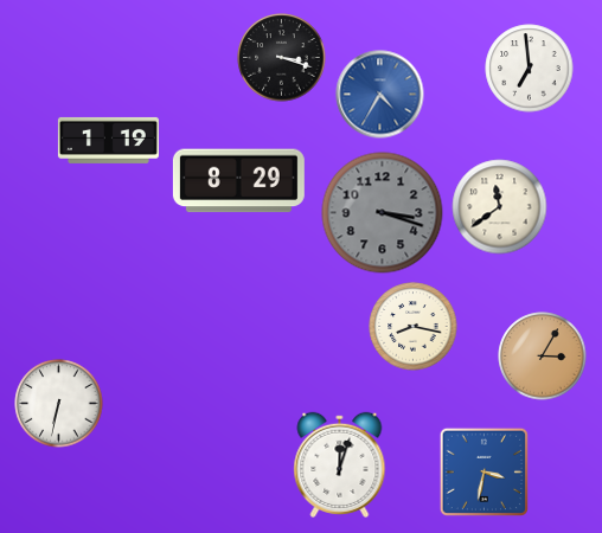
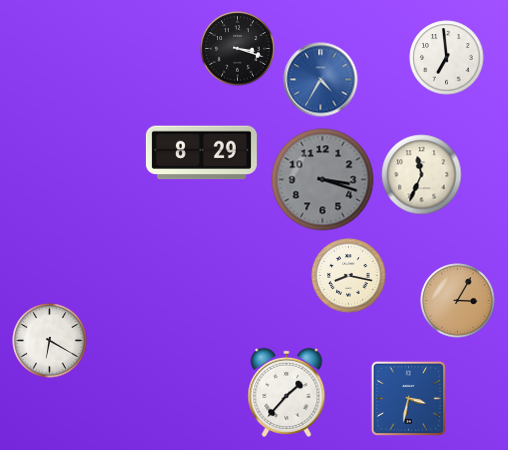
clock at (108, 140): 1:19 -> none
clock at (500, 207): 11:39 -> 11:34
clock at (59, 404): 6:32 -> 6:20
clock at (340, 464): 12:03 -> 1:37
